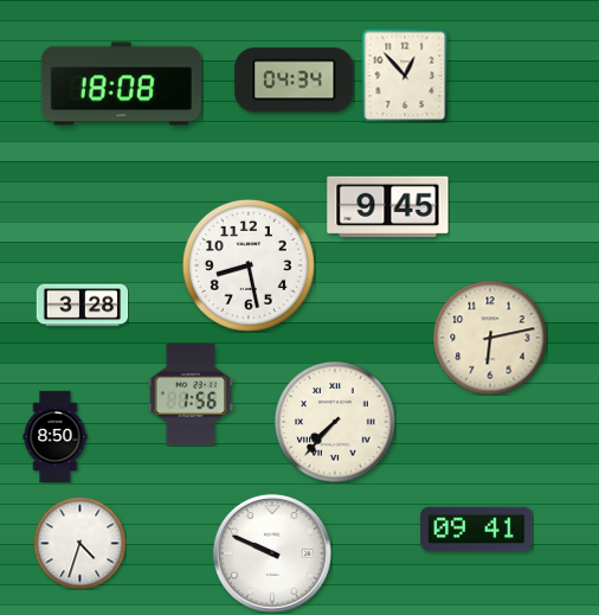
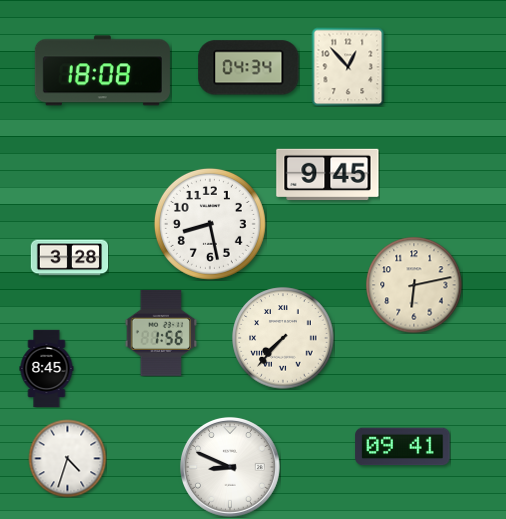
clock at (405, 76) position: (405, 76) -> (348, 67)
clock at (335, 422) position: (335, 422) -> (283, 338)
clock at (56, 436): 8:50 -> 8:45
clock at (272, 553): 9:49 -> 8:49
